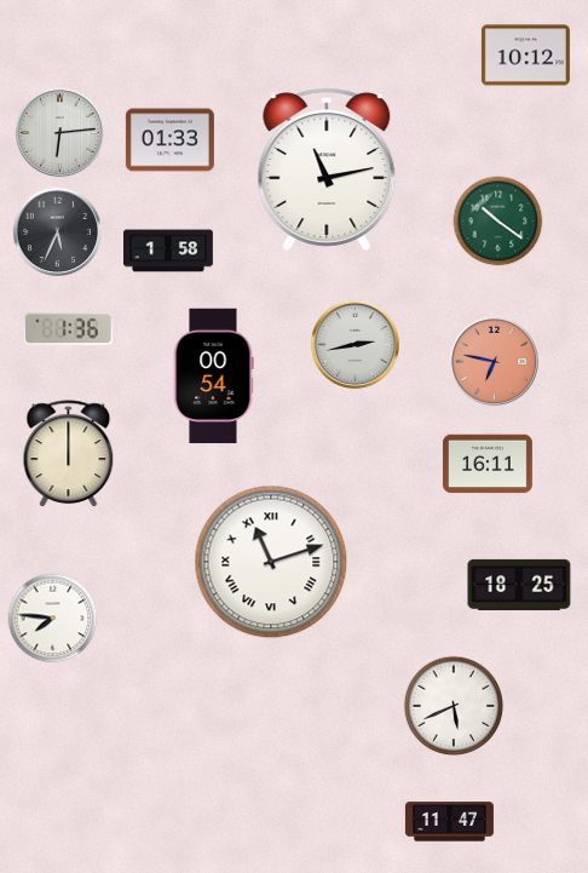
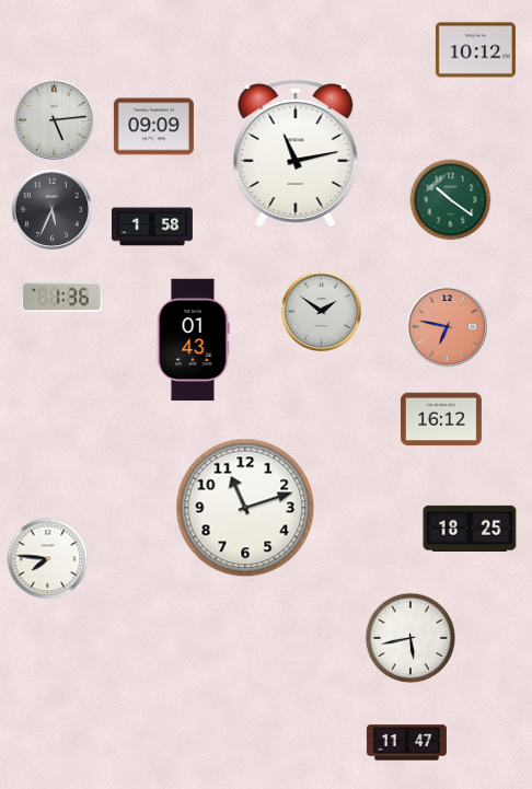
clock at (59, 132): 6:14 -> 5:14
clock at (169, 140): 01:33 -> 09:09
clock at (354, 344): 2:43 -> 1:51
clock at (213, 377): 00:54 -> 01:43
clock at (69, 453): 12:00 -> none
clock at (488, 464): 16:11 -> 16:12
clock at (271, 562) numerals: Roman -> Arabic
clock at (454, 706): 5:41 -> 5:43
